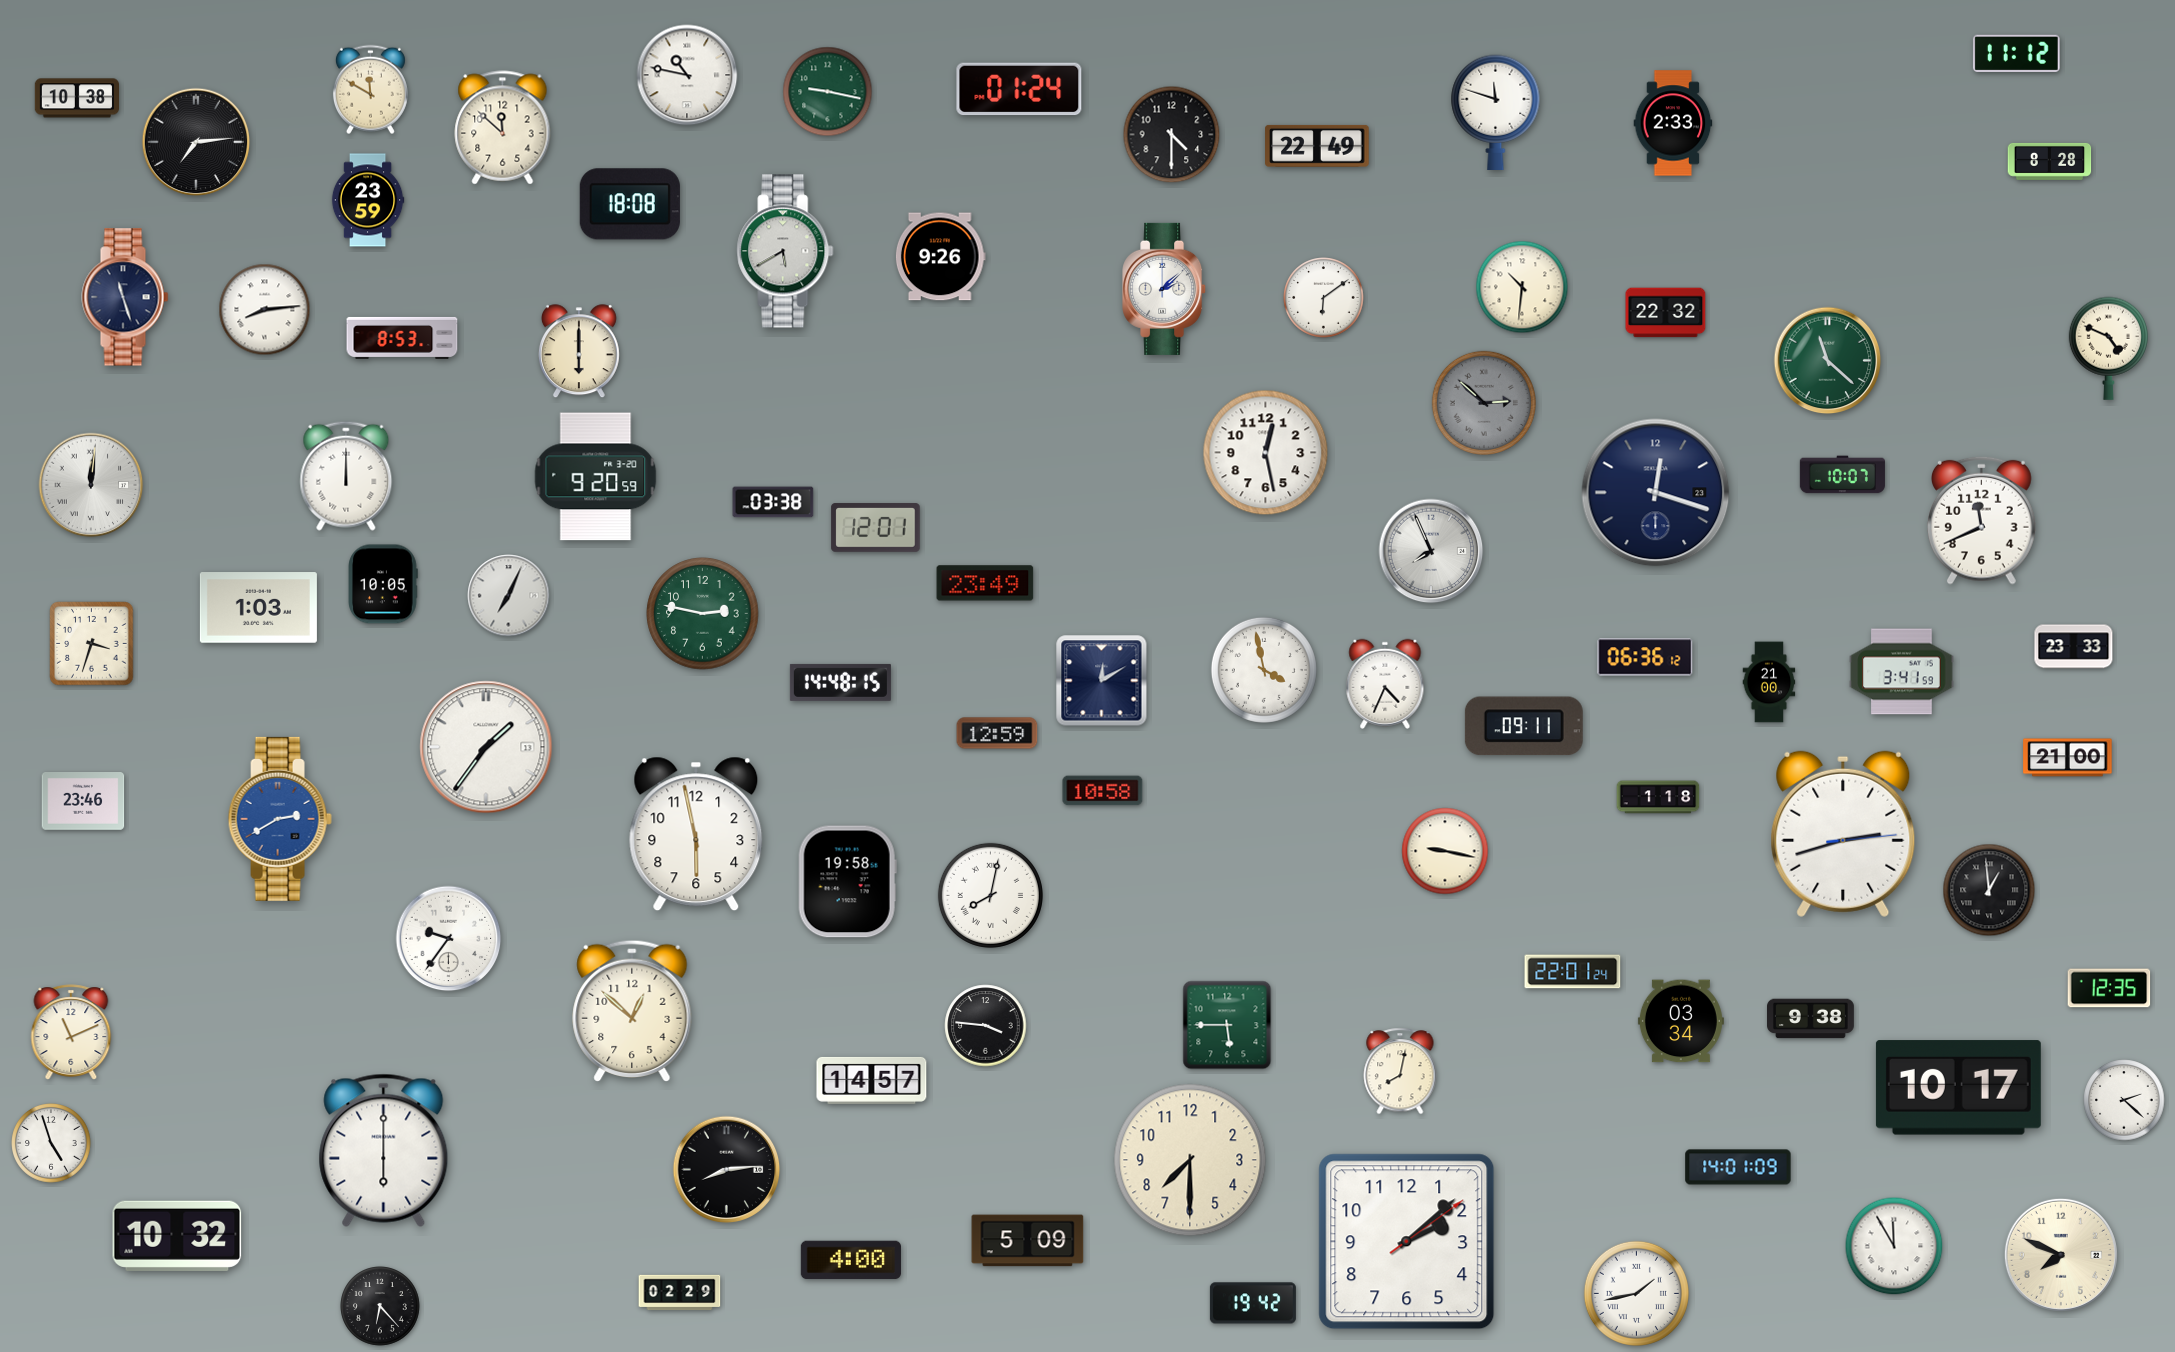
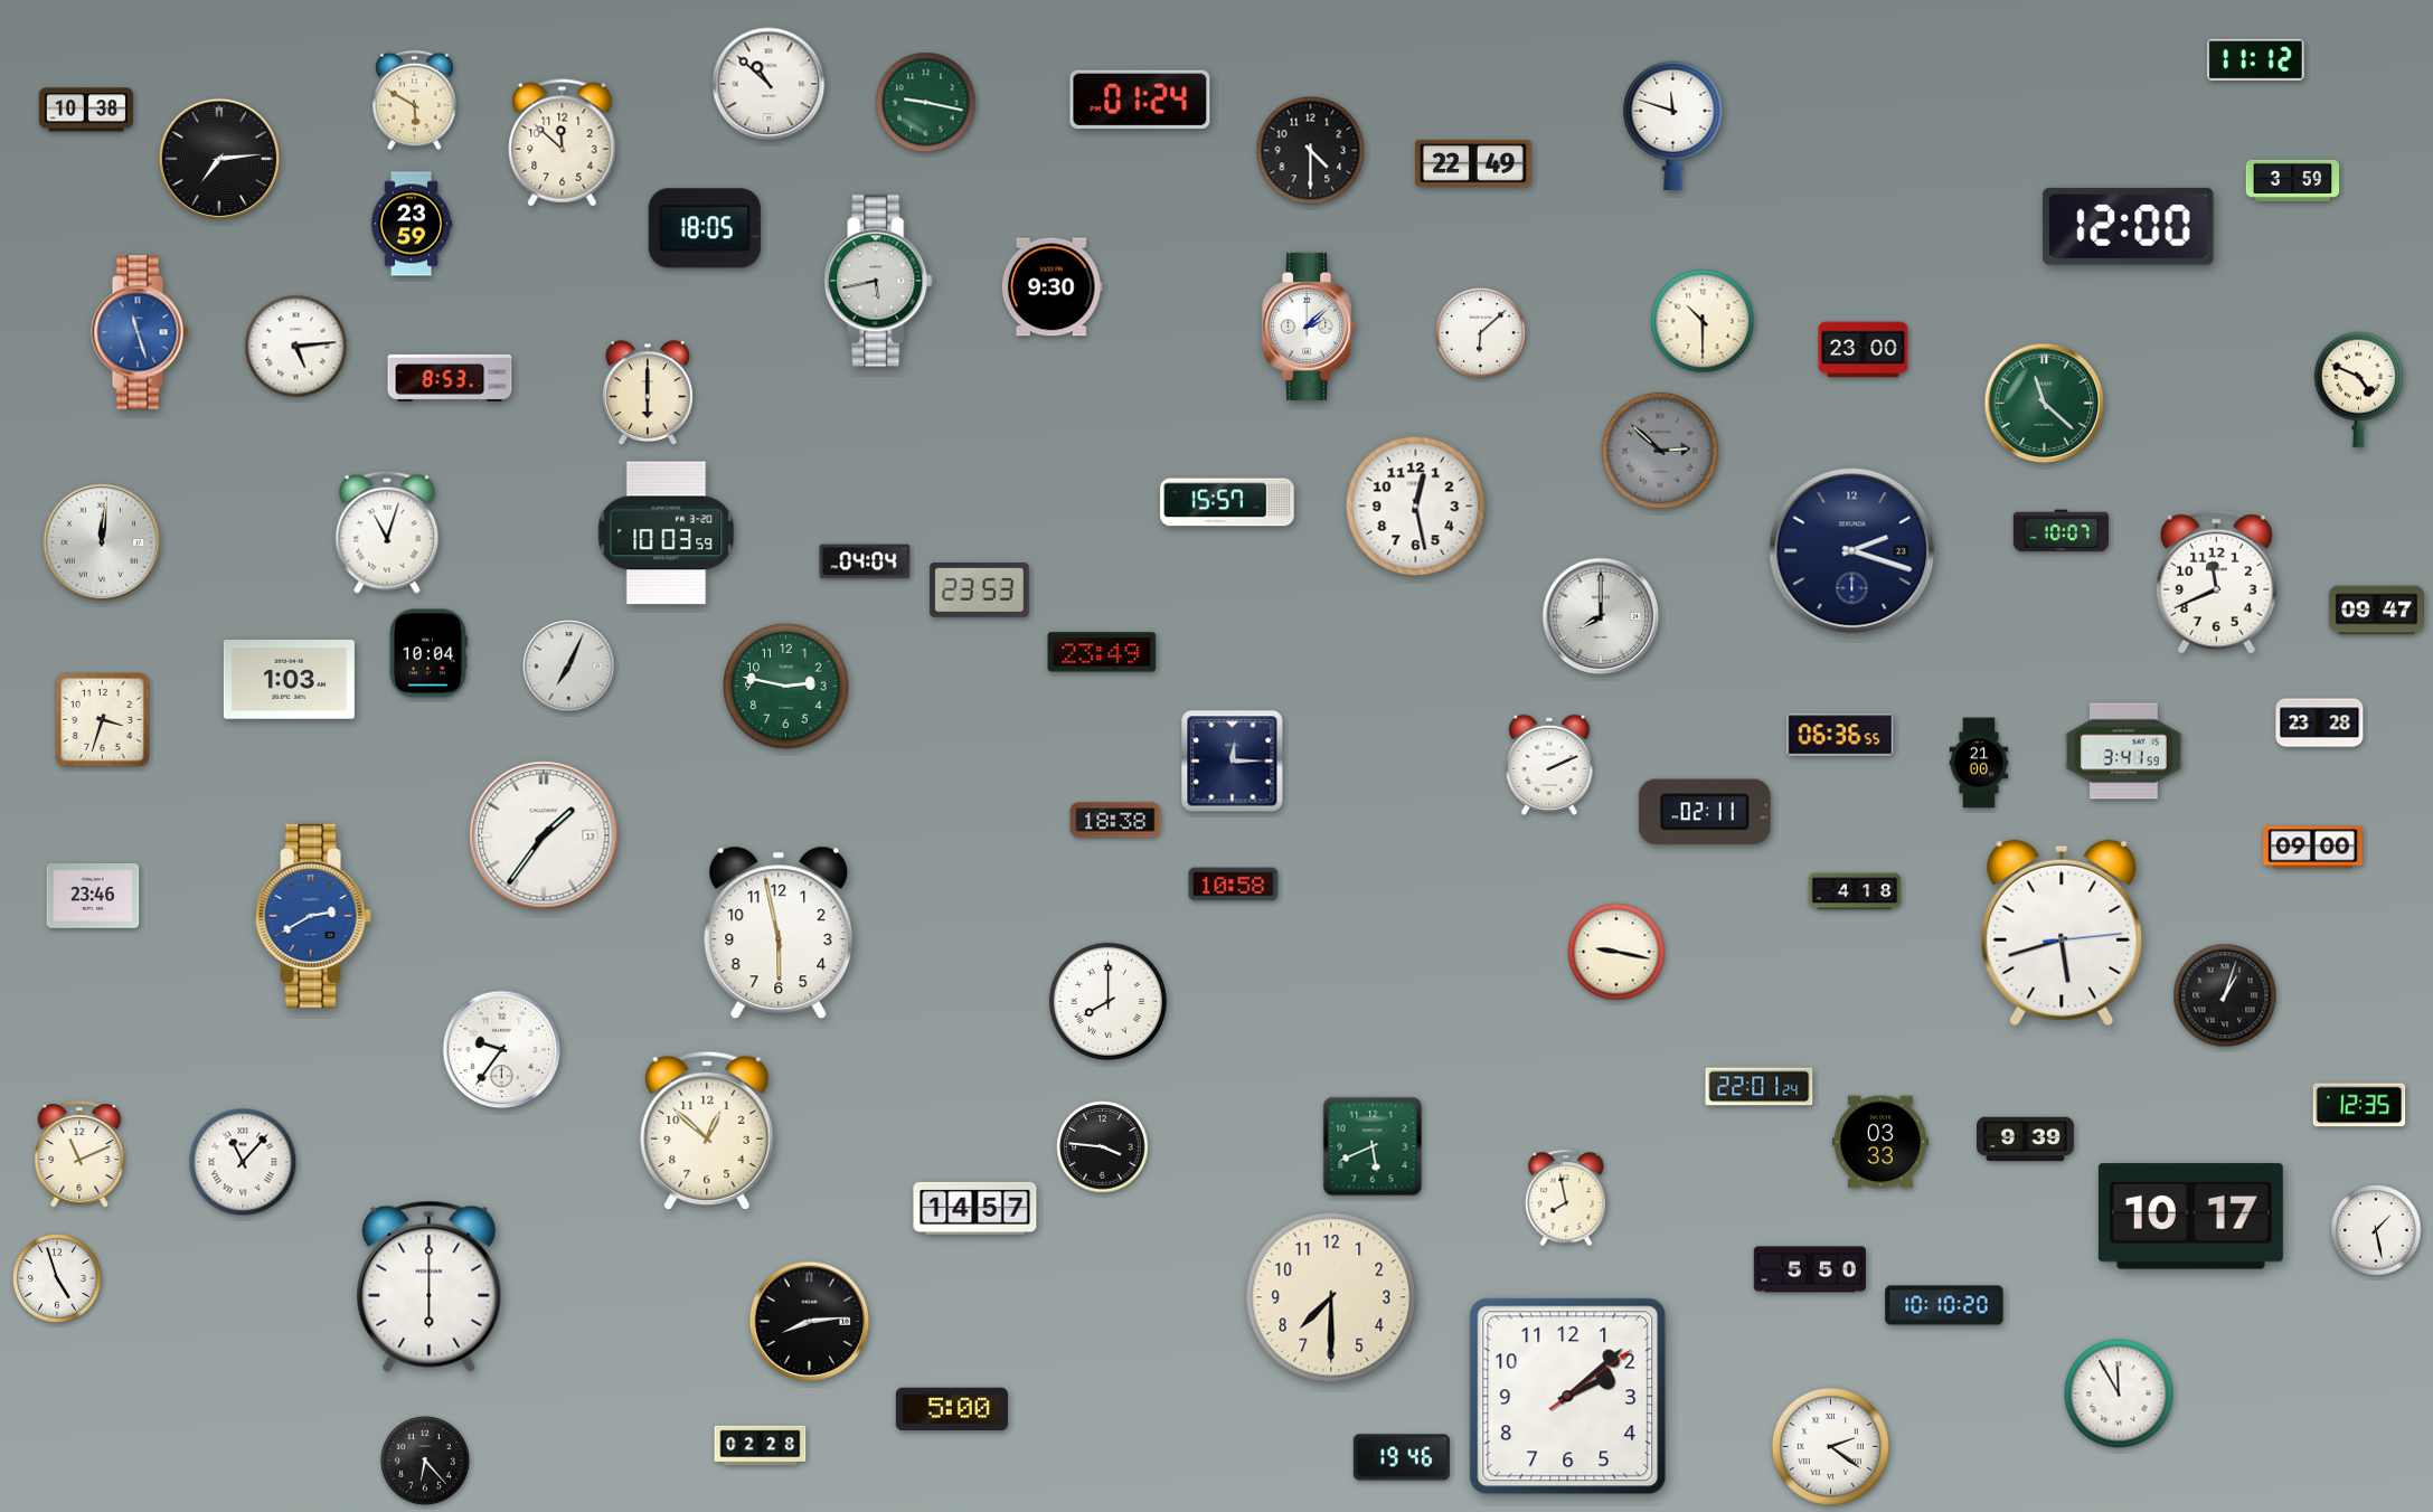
clock at (687, 75): 10:47 -> 10:52
clock at (370, 90): 11:50 -> 5:50
clock at (1673, 123): 2:33 -> none
clock at (2050, 161): 8:28 -> 3:59
clock at (2129, 226): none -> 12:00
clock at (630, 204): 18:08 -> 18:05
clock at (785, 251): 5:40 -> 5:43
clock at (940, 257): 9:26 -> 9:30
clock at (1522, 287): 10:31 -> 10:30
clock at (1165, 289) position: (1165, 289) -> (1310, 327)
clock at (125, 297) dial: navy -> blue
clock at (1324, 298): 6:09 -> 6:08
clock at (265, 310): 8:14 -> 5:14
clock at (1666, 313): 22:32 -> 23:00
clock at (1227, 502): none -> 15:57
clock at (346, 476): 12:00 -> 11:03
clock at (596, 477): 9:20 -> 10:03
clock at (1656, 493): 12:18 -> 2:18
clock at (773, 502): 03:38 -> 04:04
clock at (876, 528): 12:01 -> 23:53
clock at (2376, 611): none -> 09:47
clock at (1431, 551): 7:56 -> 8:00
clock at (383, 584): 10:05 -> 10:04
clock at (2074, 647): 23:33 -> 23:28
clock at (1645, 657): 06:36:12 -> 06:36:55
clock at (1264, 670): 3:58 -> none
clock at (1902, 672) position: (1902, 672) -> (2124, 752)
clock at (1102, 681): 12:10 -> 12:15
clock at (840, 682): 14:48 -> none
clock at (1385, 684): 4:34 -> 2:11
clock at (1524, 726): 09:11 -> 02:11
clock at (997, 733): 12:59 -> 18:38
clock at (2068, 758): 21:00 -> 09:00
clock at (1658, 797): 1:18 -> 4:18
clock at (1843, 834): 2:42 -> 5:42
clock at (847, 882): 19:58 -> none
clock at (1989, 890): 12:59 -> 1:03
clock at (990, 895): 8:02 -> 8:00
clock at (1811, 1019): 9:38 -> 9:39
clock at (1681, 1021): 03:34 -> 03:33
clock at (1227, 1025): 5:45 -> 5:41
clock at (243, 1162): none -> 11:07
clock at (1400, 1071): 8:02 -> 7:58
clock at (2124, 1100): 2:22 -> 1:28
clock at (1810, 1269): none -> 5:50
clock at (1738, 1167): 14:01 -> 10:10
clock at (727, 1170) position: (727, 1170) -> (810, 1322)
clock at (177, 1236): 10:32 -> none
clock at (1028, 1241): 5:09 -> none
clock at (1407, 1242) position: (1407, 1242) -> (1568, 1397)
clock at (2061, 1255): 7:49 -> none
clock at (851, 1260): 4:00 -> 5:00
clock at (680, 1293): 02:29 -> 02:28
clock at (1636, 1293): 1:43 -> 2:21
clock at (1253, 1303): 19:42 -> 19:46
